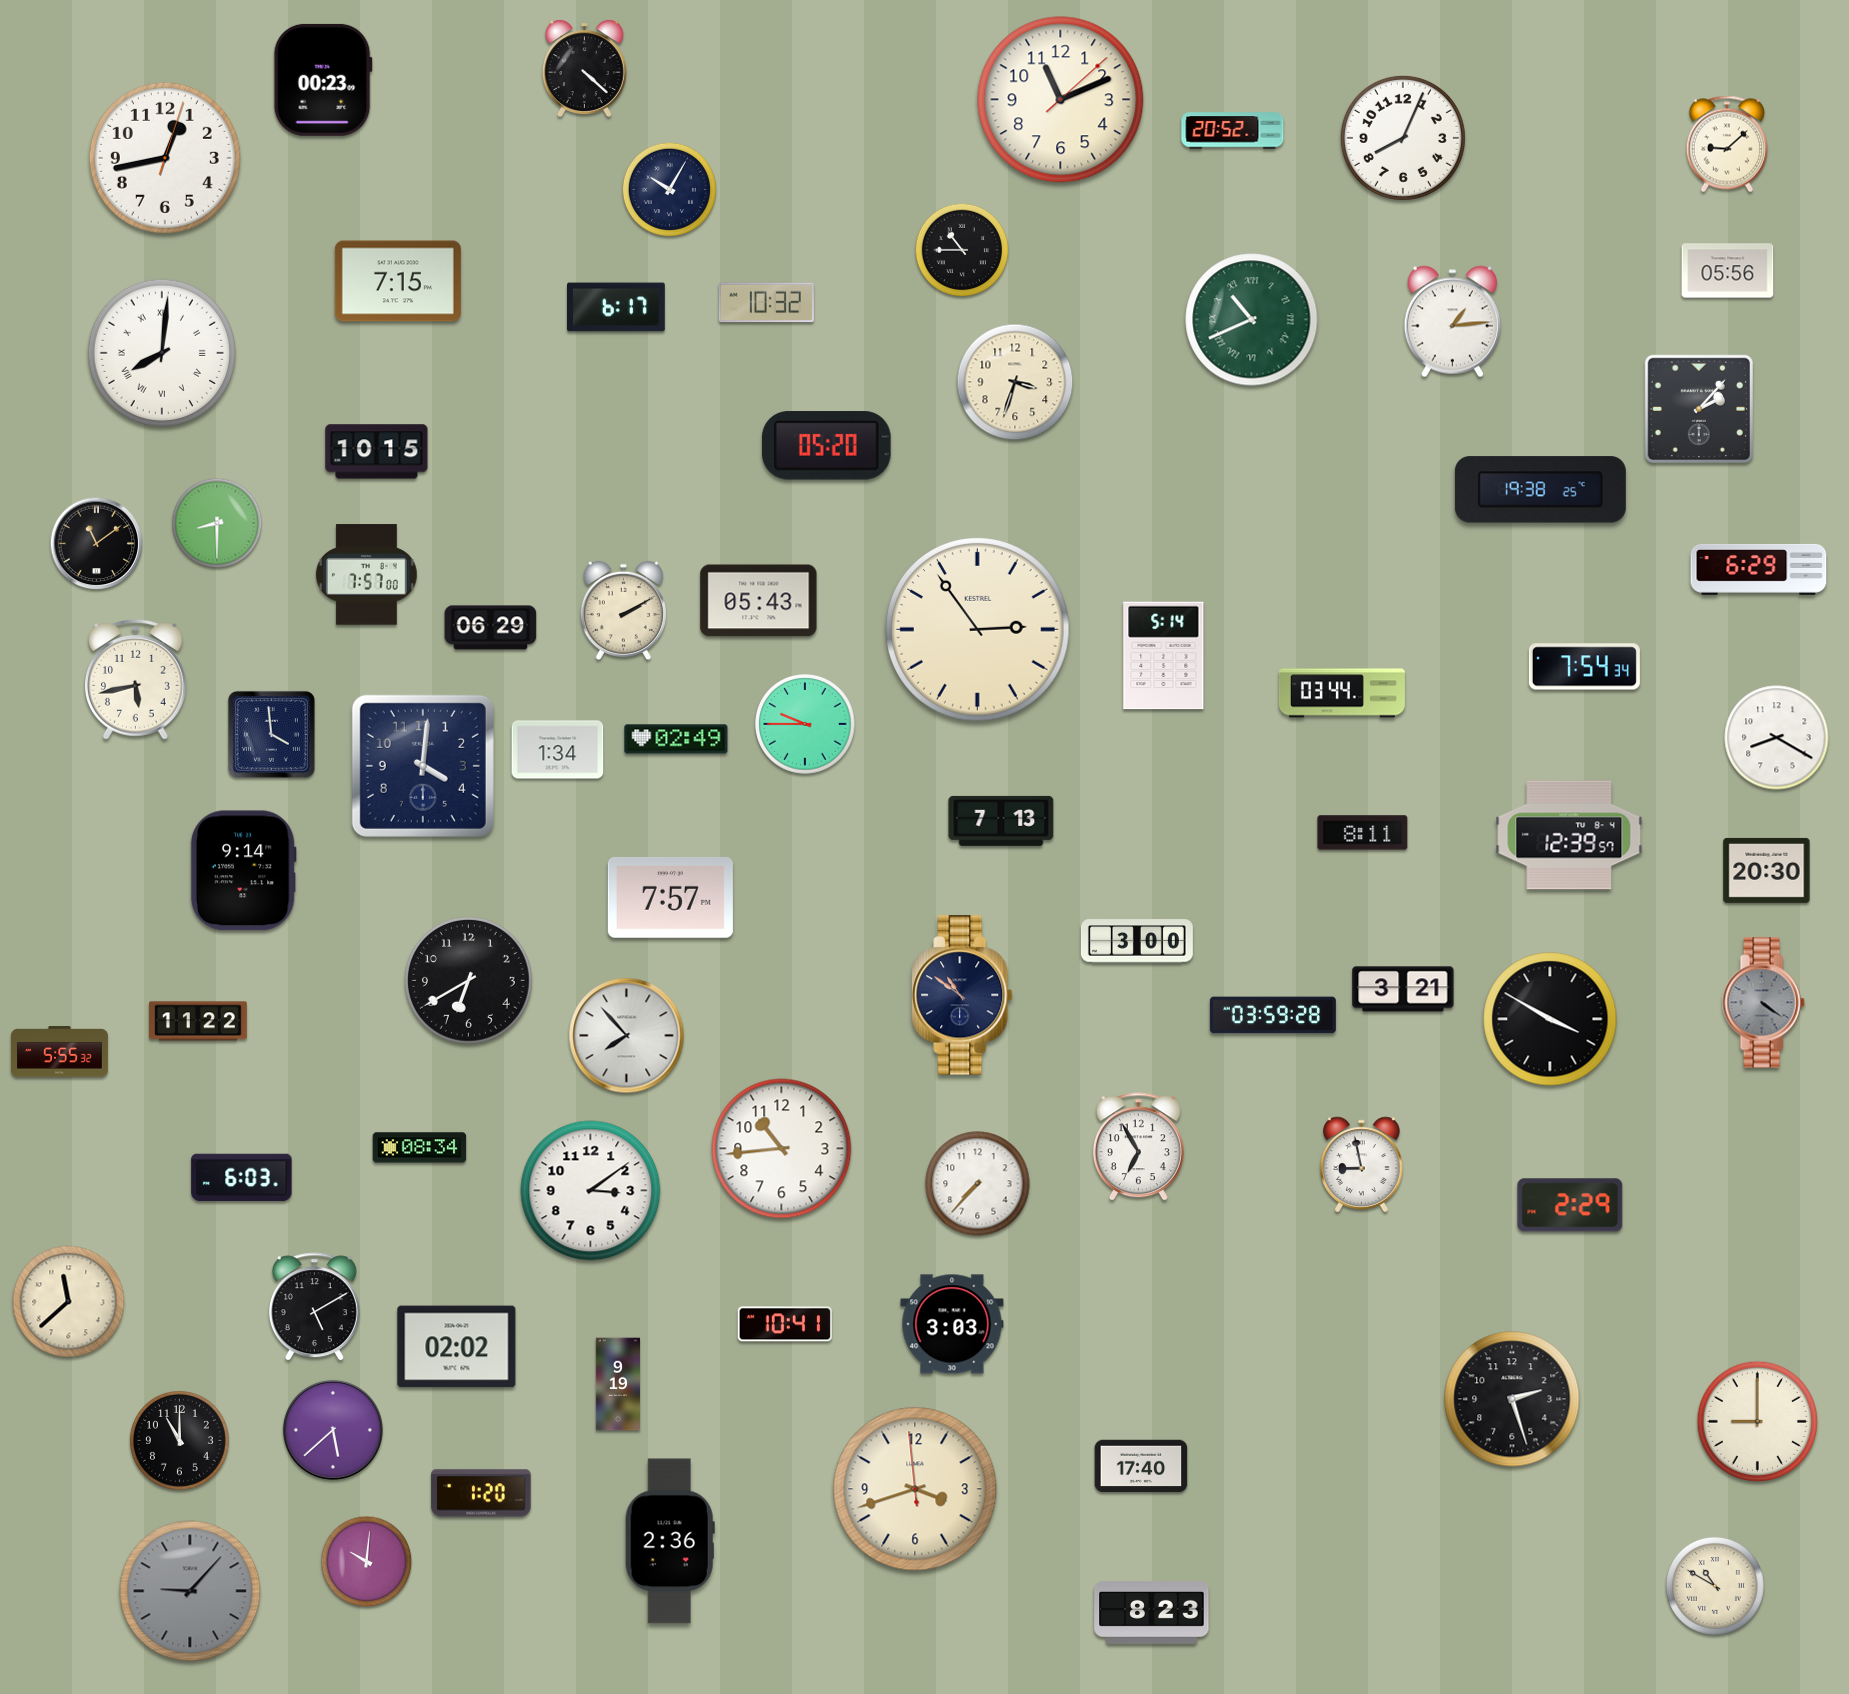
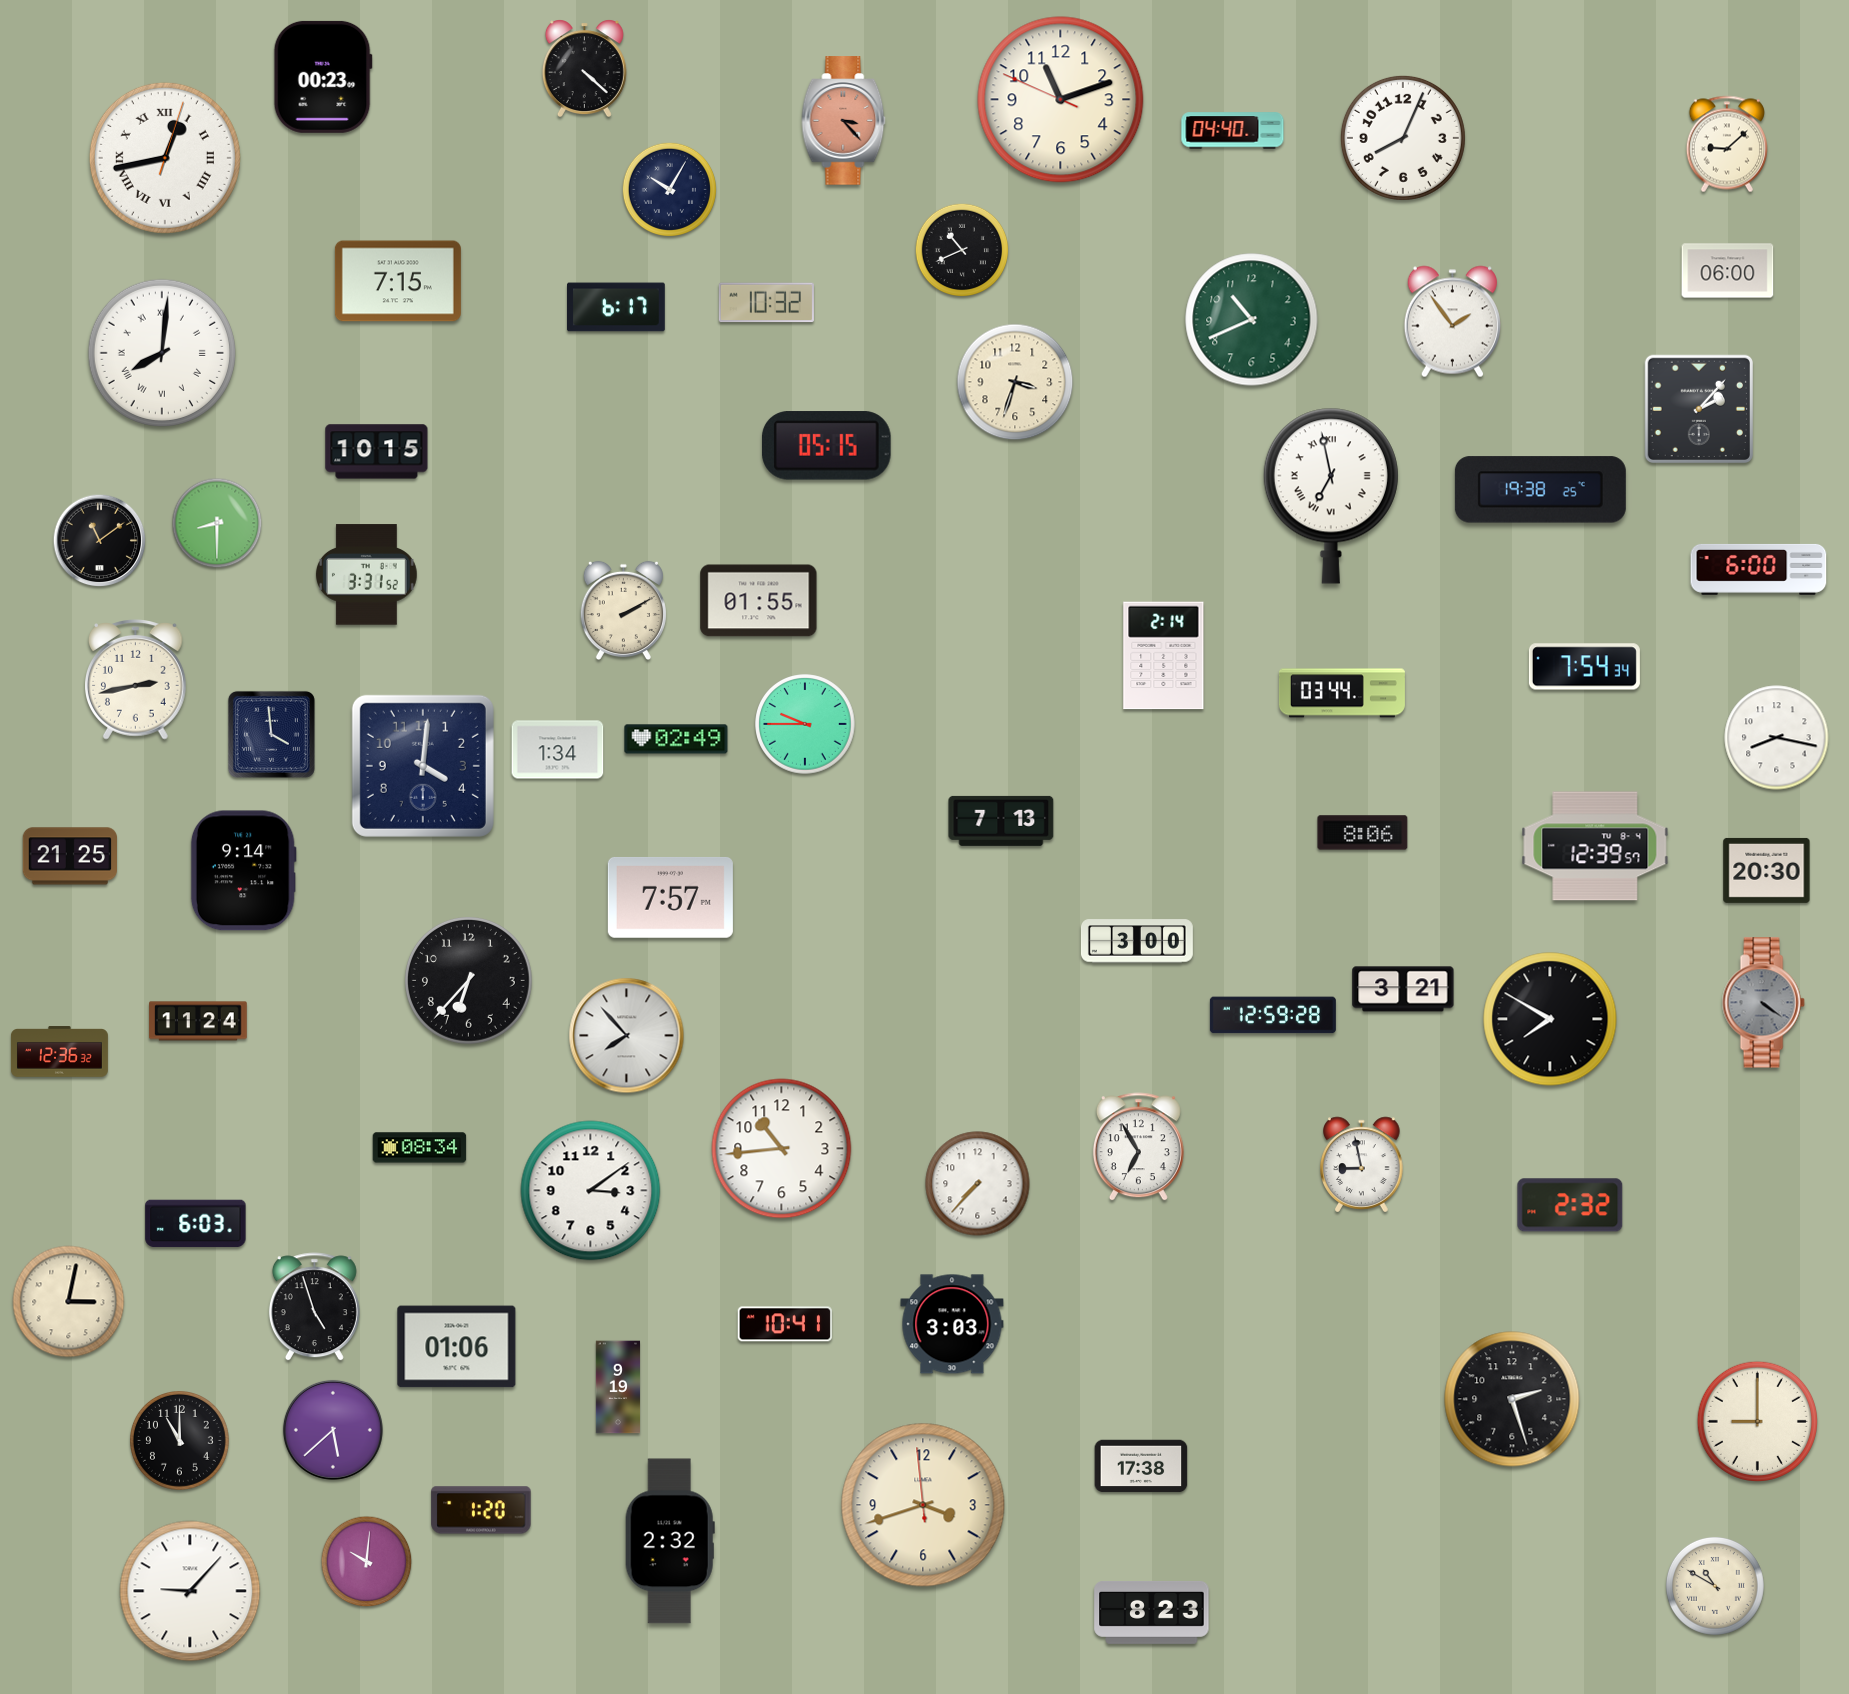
clock at (323, 80) position: (323, 80) -> (323, 77)
clock at (1061, 100): 11:11:08 -> 11:11:49
clock at (844, 121): none -> 3:23
clock at (1233, 131): 20:52 -> 04:40
clock at (165, 158) numerals: Arabic -> Roman
clock at (962, 250): 10:45 -> 10:41
clock at (1728, 271): 05:56 -> 06:00
clock at (1252, 320) numerals: Roman -> Arabic
clock at (1452, 322): 1:14 -> 1:54
clock at (827, 446): 05:20 -> 05:15
clock at (1331, 496): none -> 6:58
clock at (97, 544) position: (97, 544) -> (100, 541)
clock at (1759, 569): 6:29 -> 6:00
clock at (366, 575): 7:57 -> 3:31
clock at (759, 601): 05:43 -> 01:55
clock at (491, 628): 06:29 -> none
clock at (978, 630): 2:54 -> none
clock at (1164, 656): 5:14 -> 2:14
clock at (136, 680): 5:43 -> 2:43
clock at (1777, 738): 8:20 -> 8:17
clock at (1363, 833): 8:11 -> 8:06
clock at (1569, 835) position: (1569, 835) -> (1595, 846)
clock at (70, 856): none -> 21:25
clock at (469, 981): 6:40 -> 6:37
clock at (962, 995): 10:51 -> none
clock at (1273, 1015): 03:59 -> 12:59
clock at (1550, 1019): 3:50 -> 7:50
clock at (199, 1021): 11:22 -> 11:24
clock at (59, 1052): 5:55 -> 12:36
clock at (242, 1178) position: (242, 1178) -> (196, 1224)
clock at (1570, 1205): 2:29 -> 2:32
clock at (69, 1302): 11:38 -> 3:02
clock at (314, 1307): 5:10 -> 4:57
clock at (457, 1347): 02:02 -> 01:06
clock at (618, 1384) position: (618, 1384) -> (618, 1387)
clock at (1141, 1466): 17:40 -> 17:38
clock at (915, 1489) position: (915, 1489) -> (923, 1505)
clock at (481, 1493) position: (481, 1493) -> (481, 1510)
clock at (670, 1541): 2:36 -> 2:32
clock at (190, 1591) dial: grey -> white
